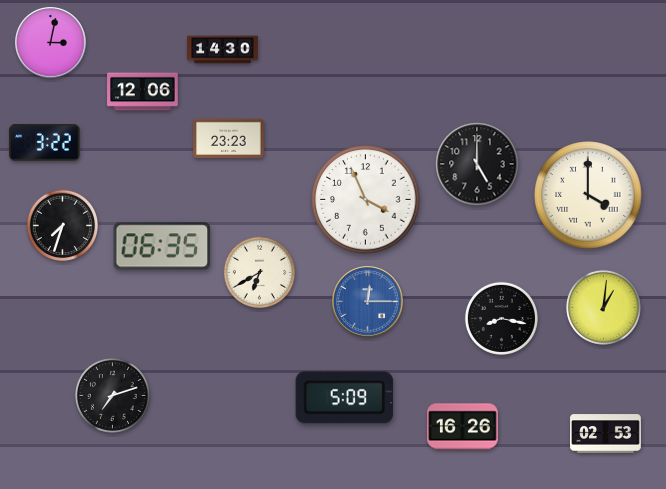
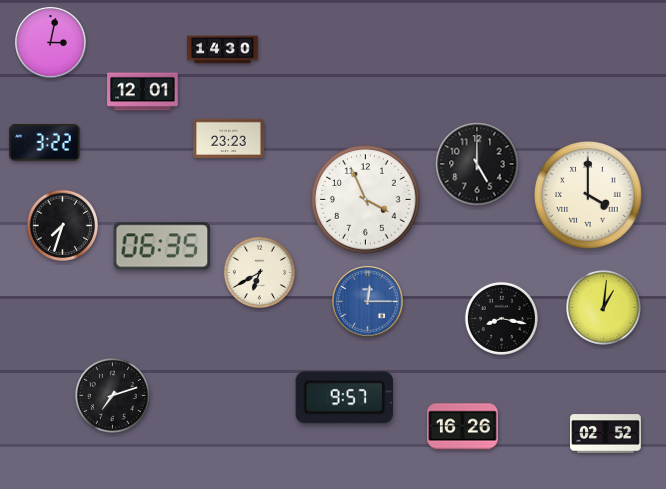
clock at (143, 92): 12:06 -> 12:01
clock at (344, 398): 5:09 -> 9:57
clock at (606, 434): 02:53 -> 02:52
